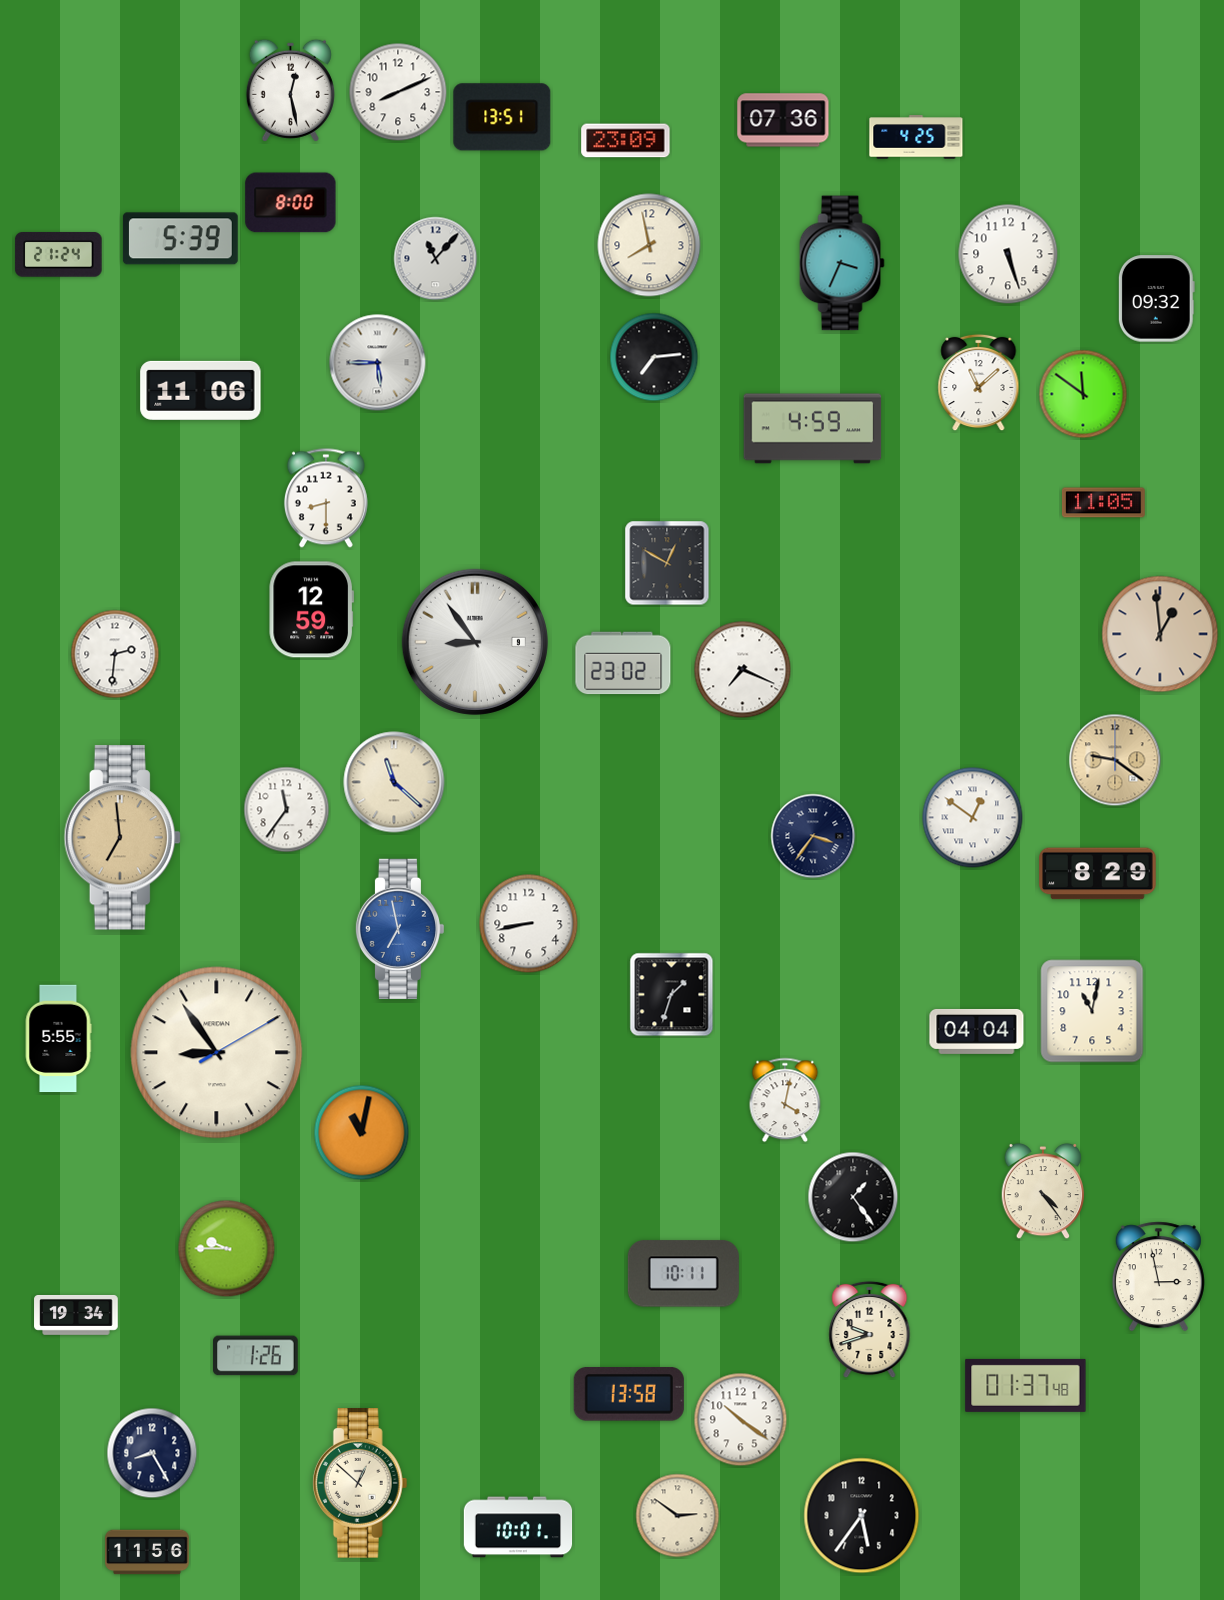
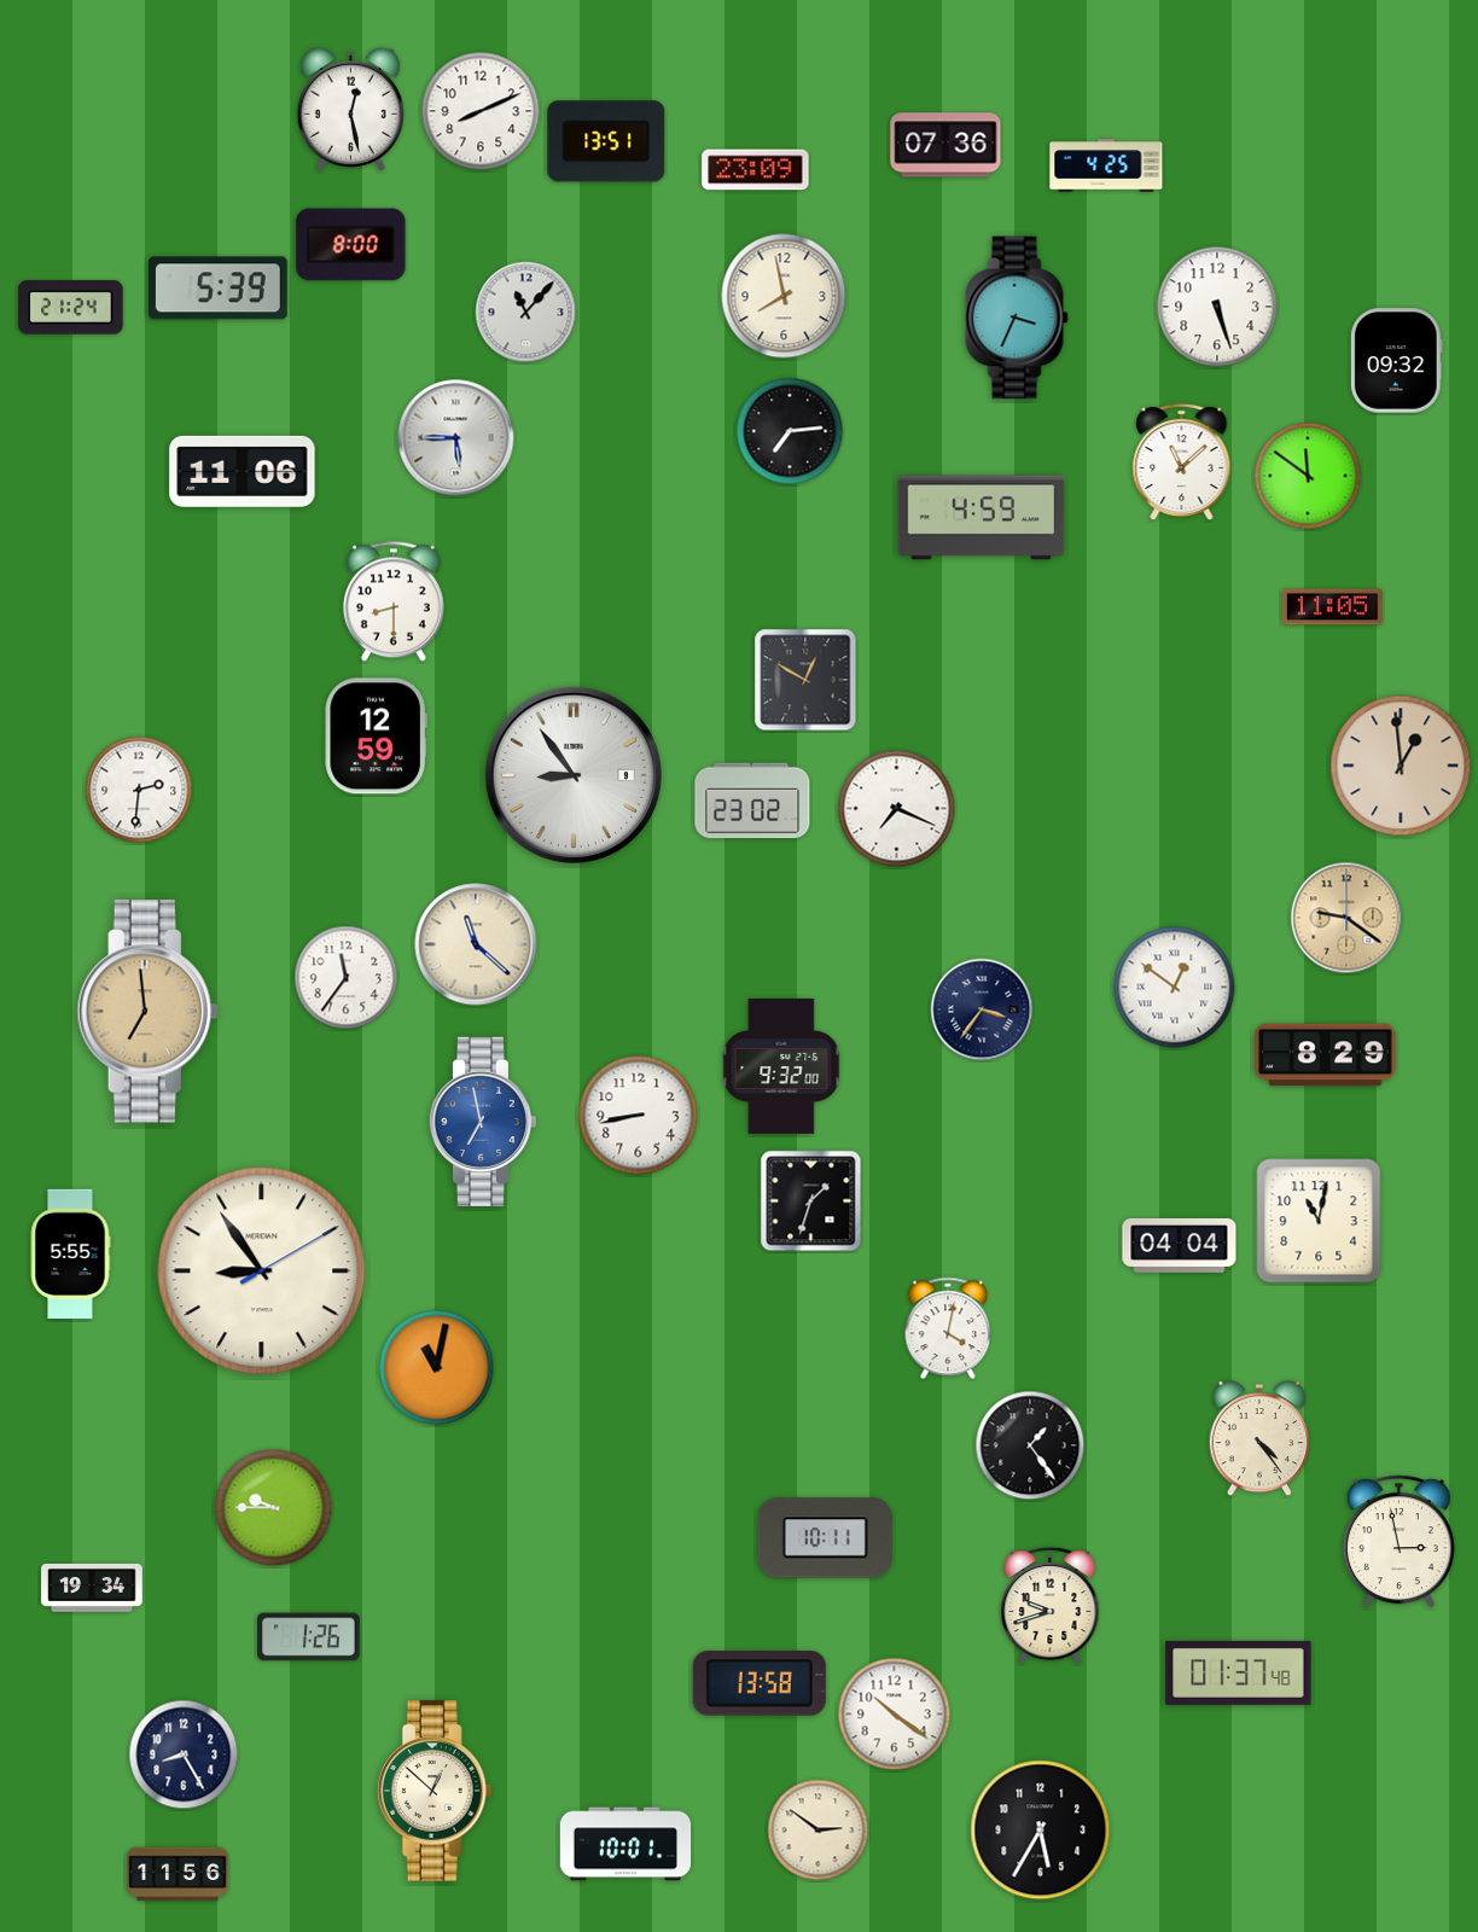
clock at (781, 1066): none -> 9:32
clock at (862, 1516): 5:36 -> 5:35
